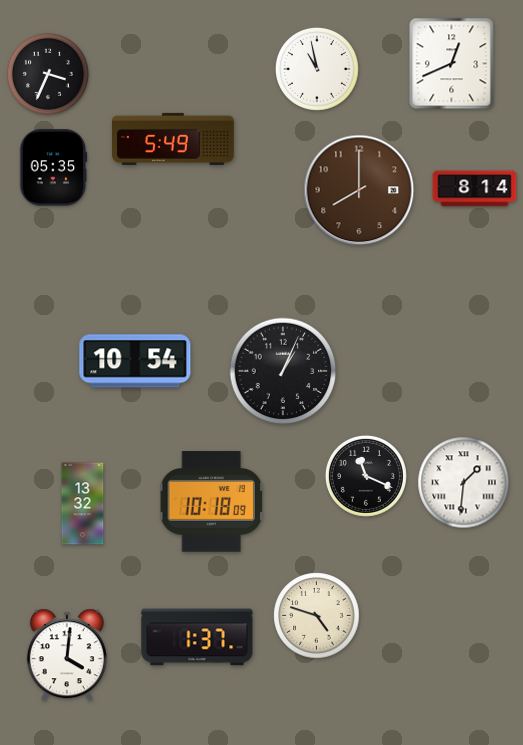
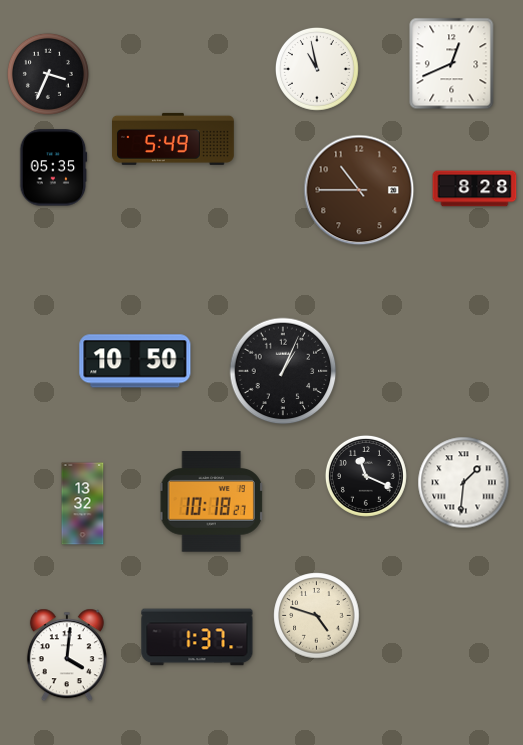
clock at (475, 189): 8:14 -> 8:28
clock at (359, 190): 8:00 -> 10:45
clock at (135, 361): 10:54 -> 10:50
clock at (212, 502): 10:18:09 -> 10:18:27
